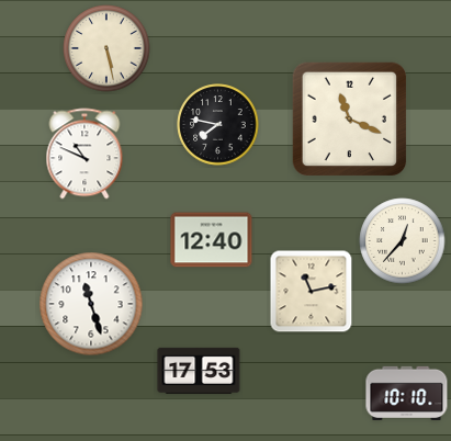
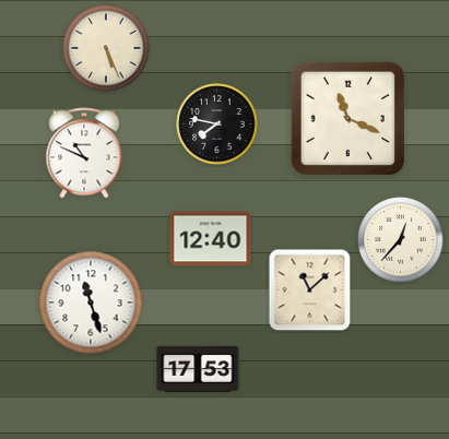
clock at (106, 48): 5:28 -> 5:26
clock at (312, 292): 11:13 -> 11:08
clock at (407, 393): 10:10 -> none
